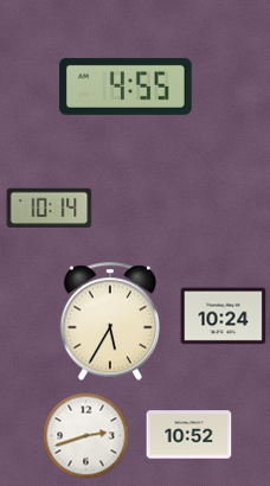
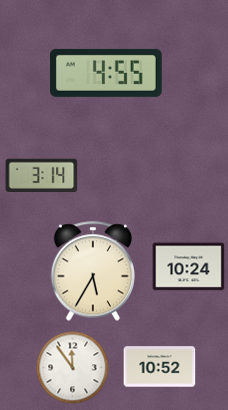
clock at (50, 209): 10:14 -> 3:14
clock at (86, 436): 2:42 -> 11:54
